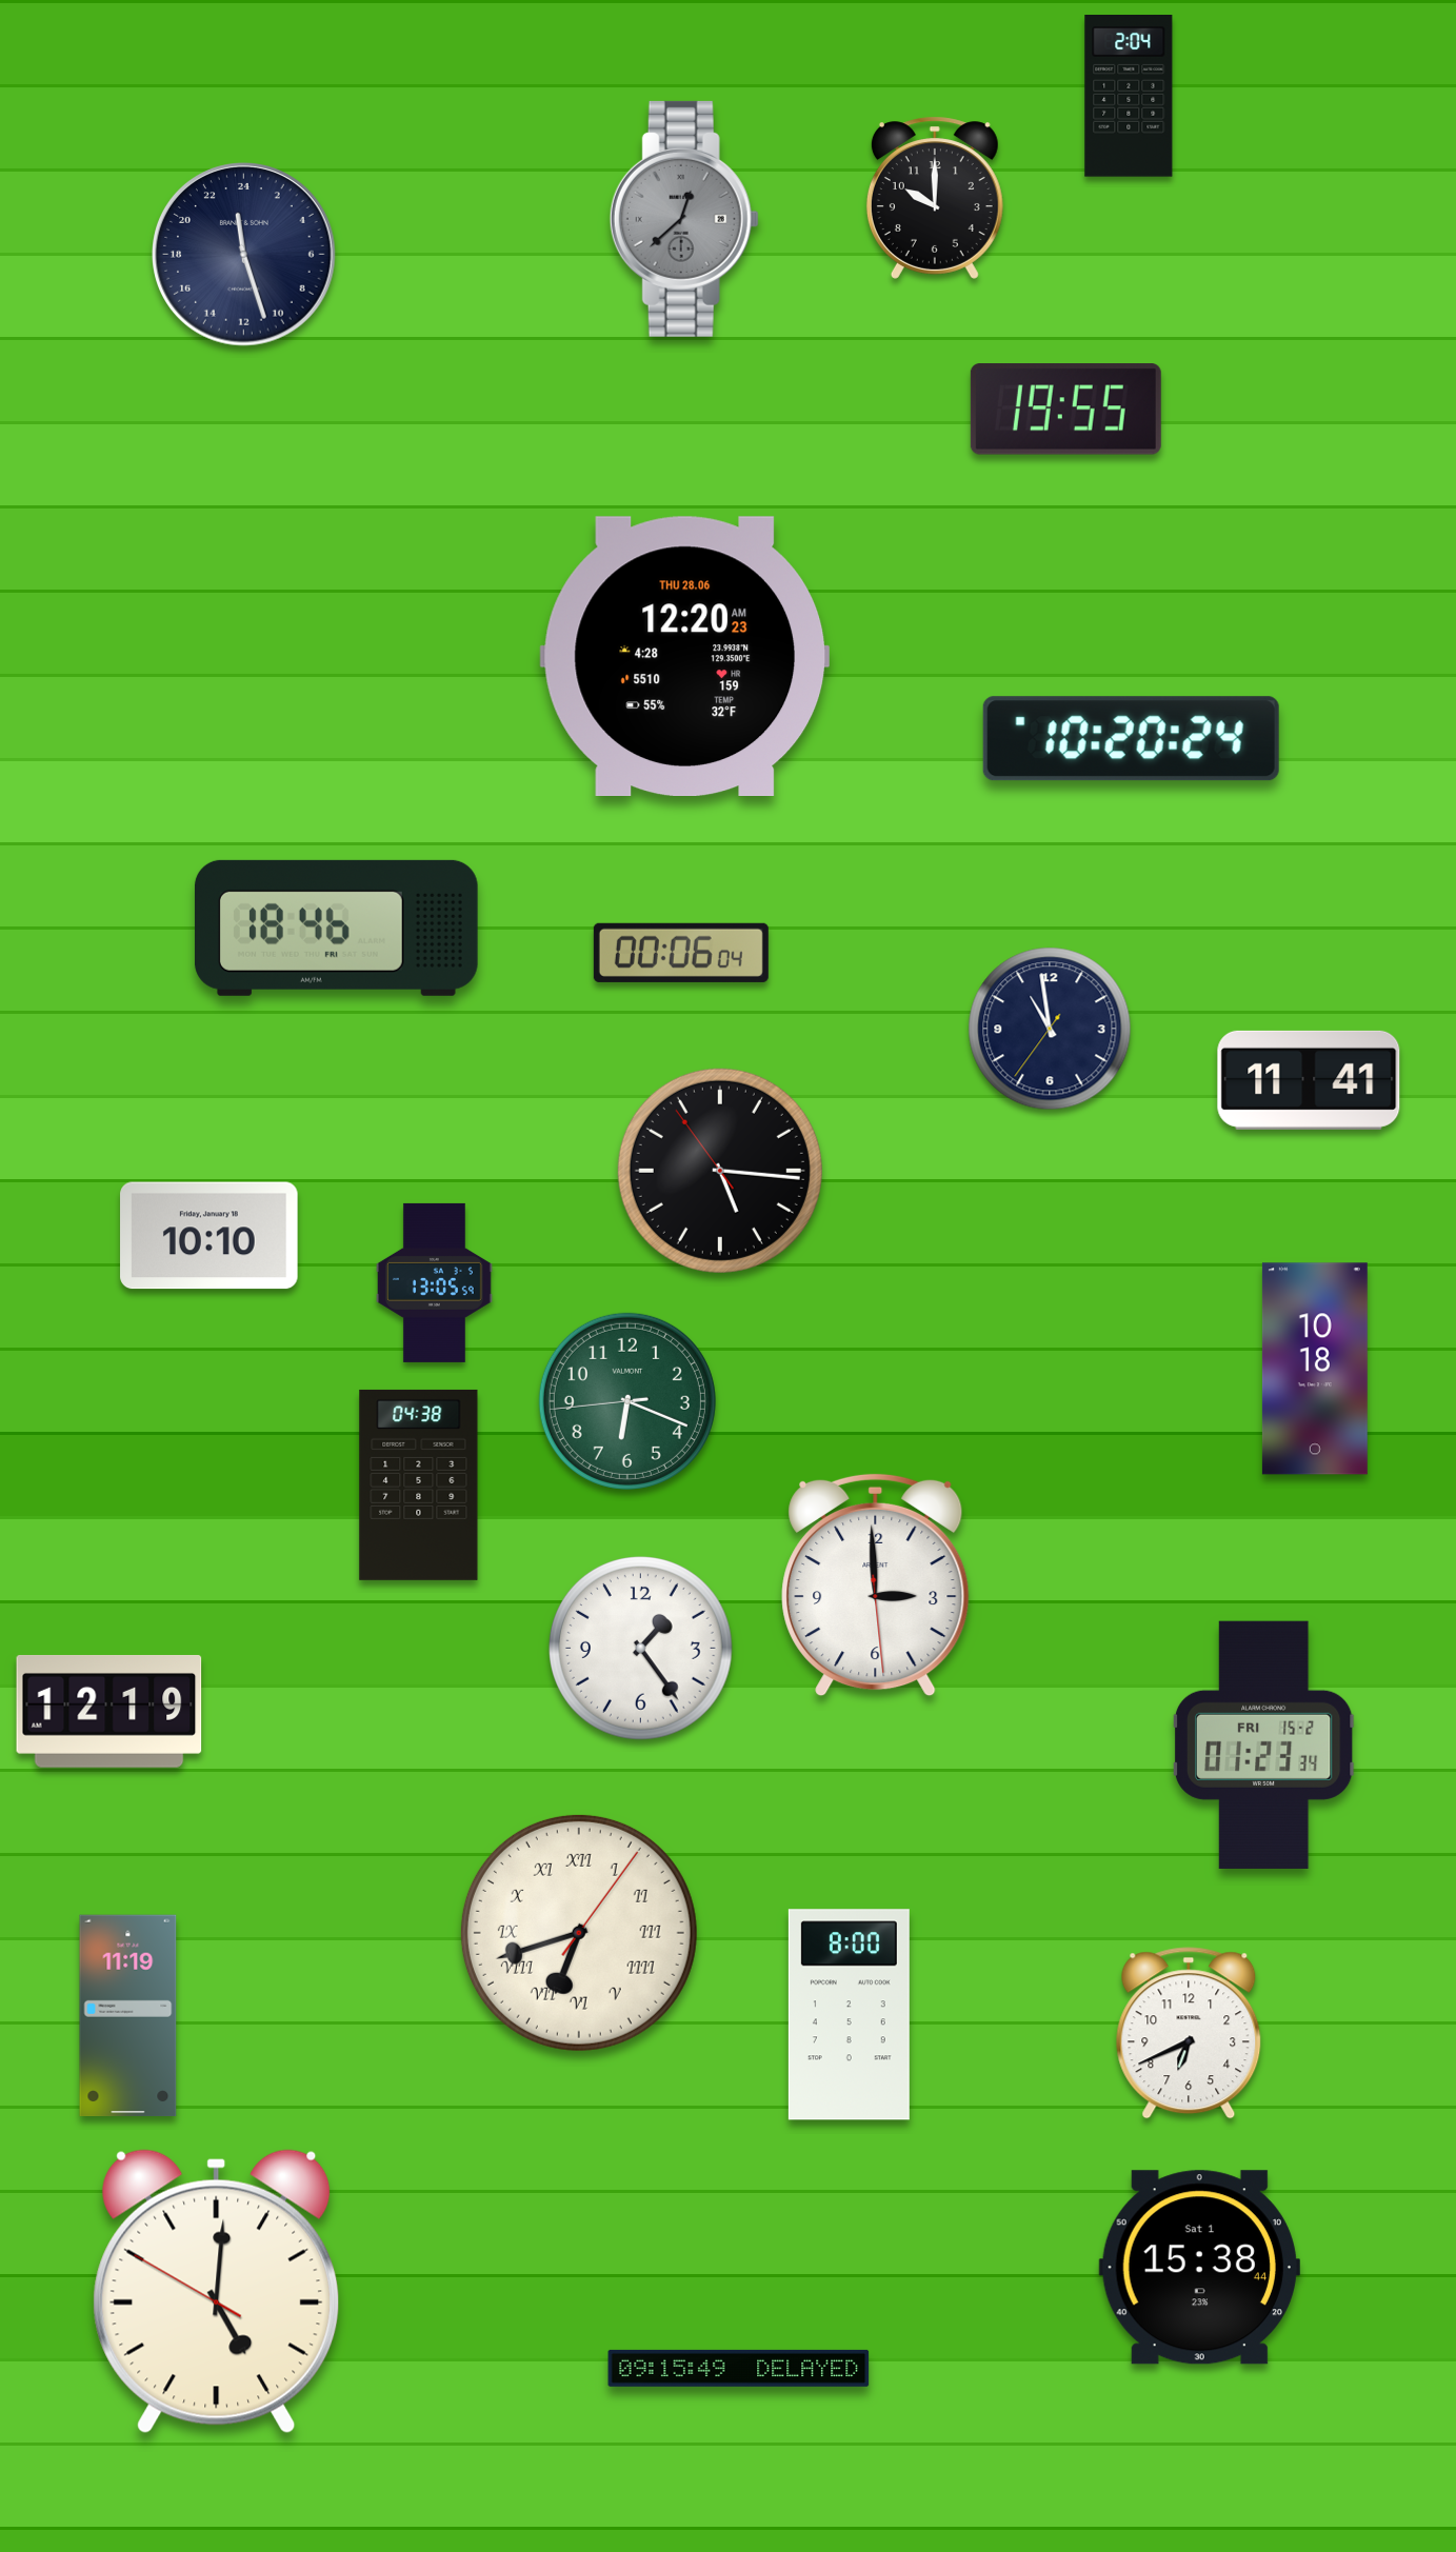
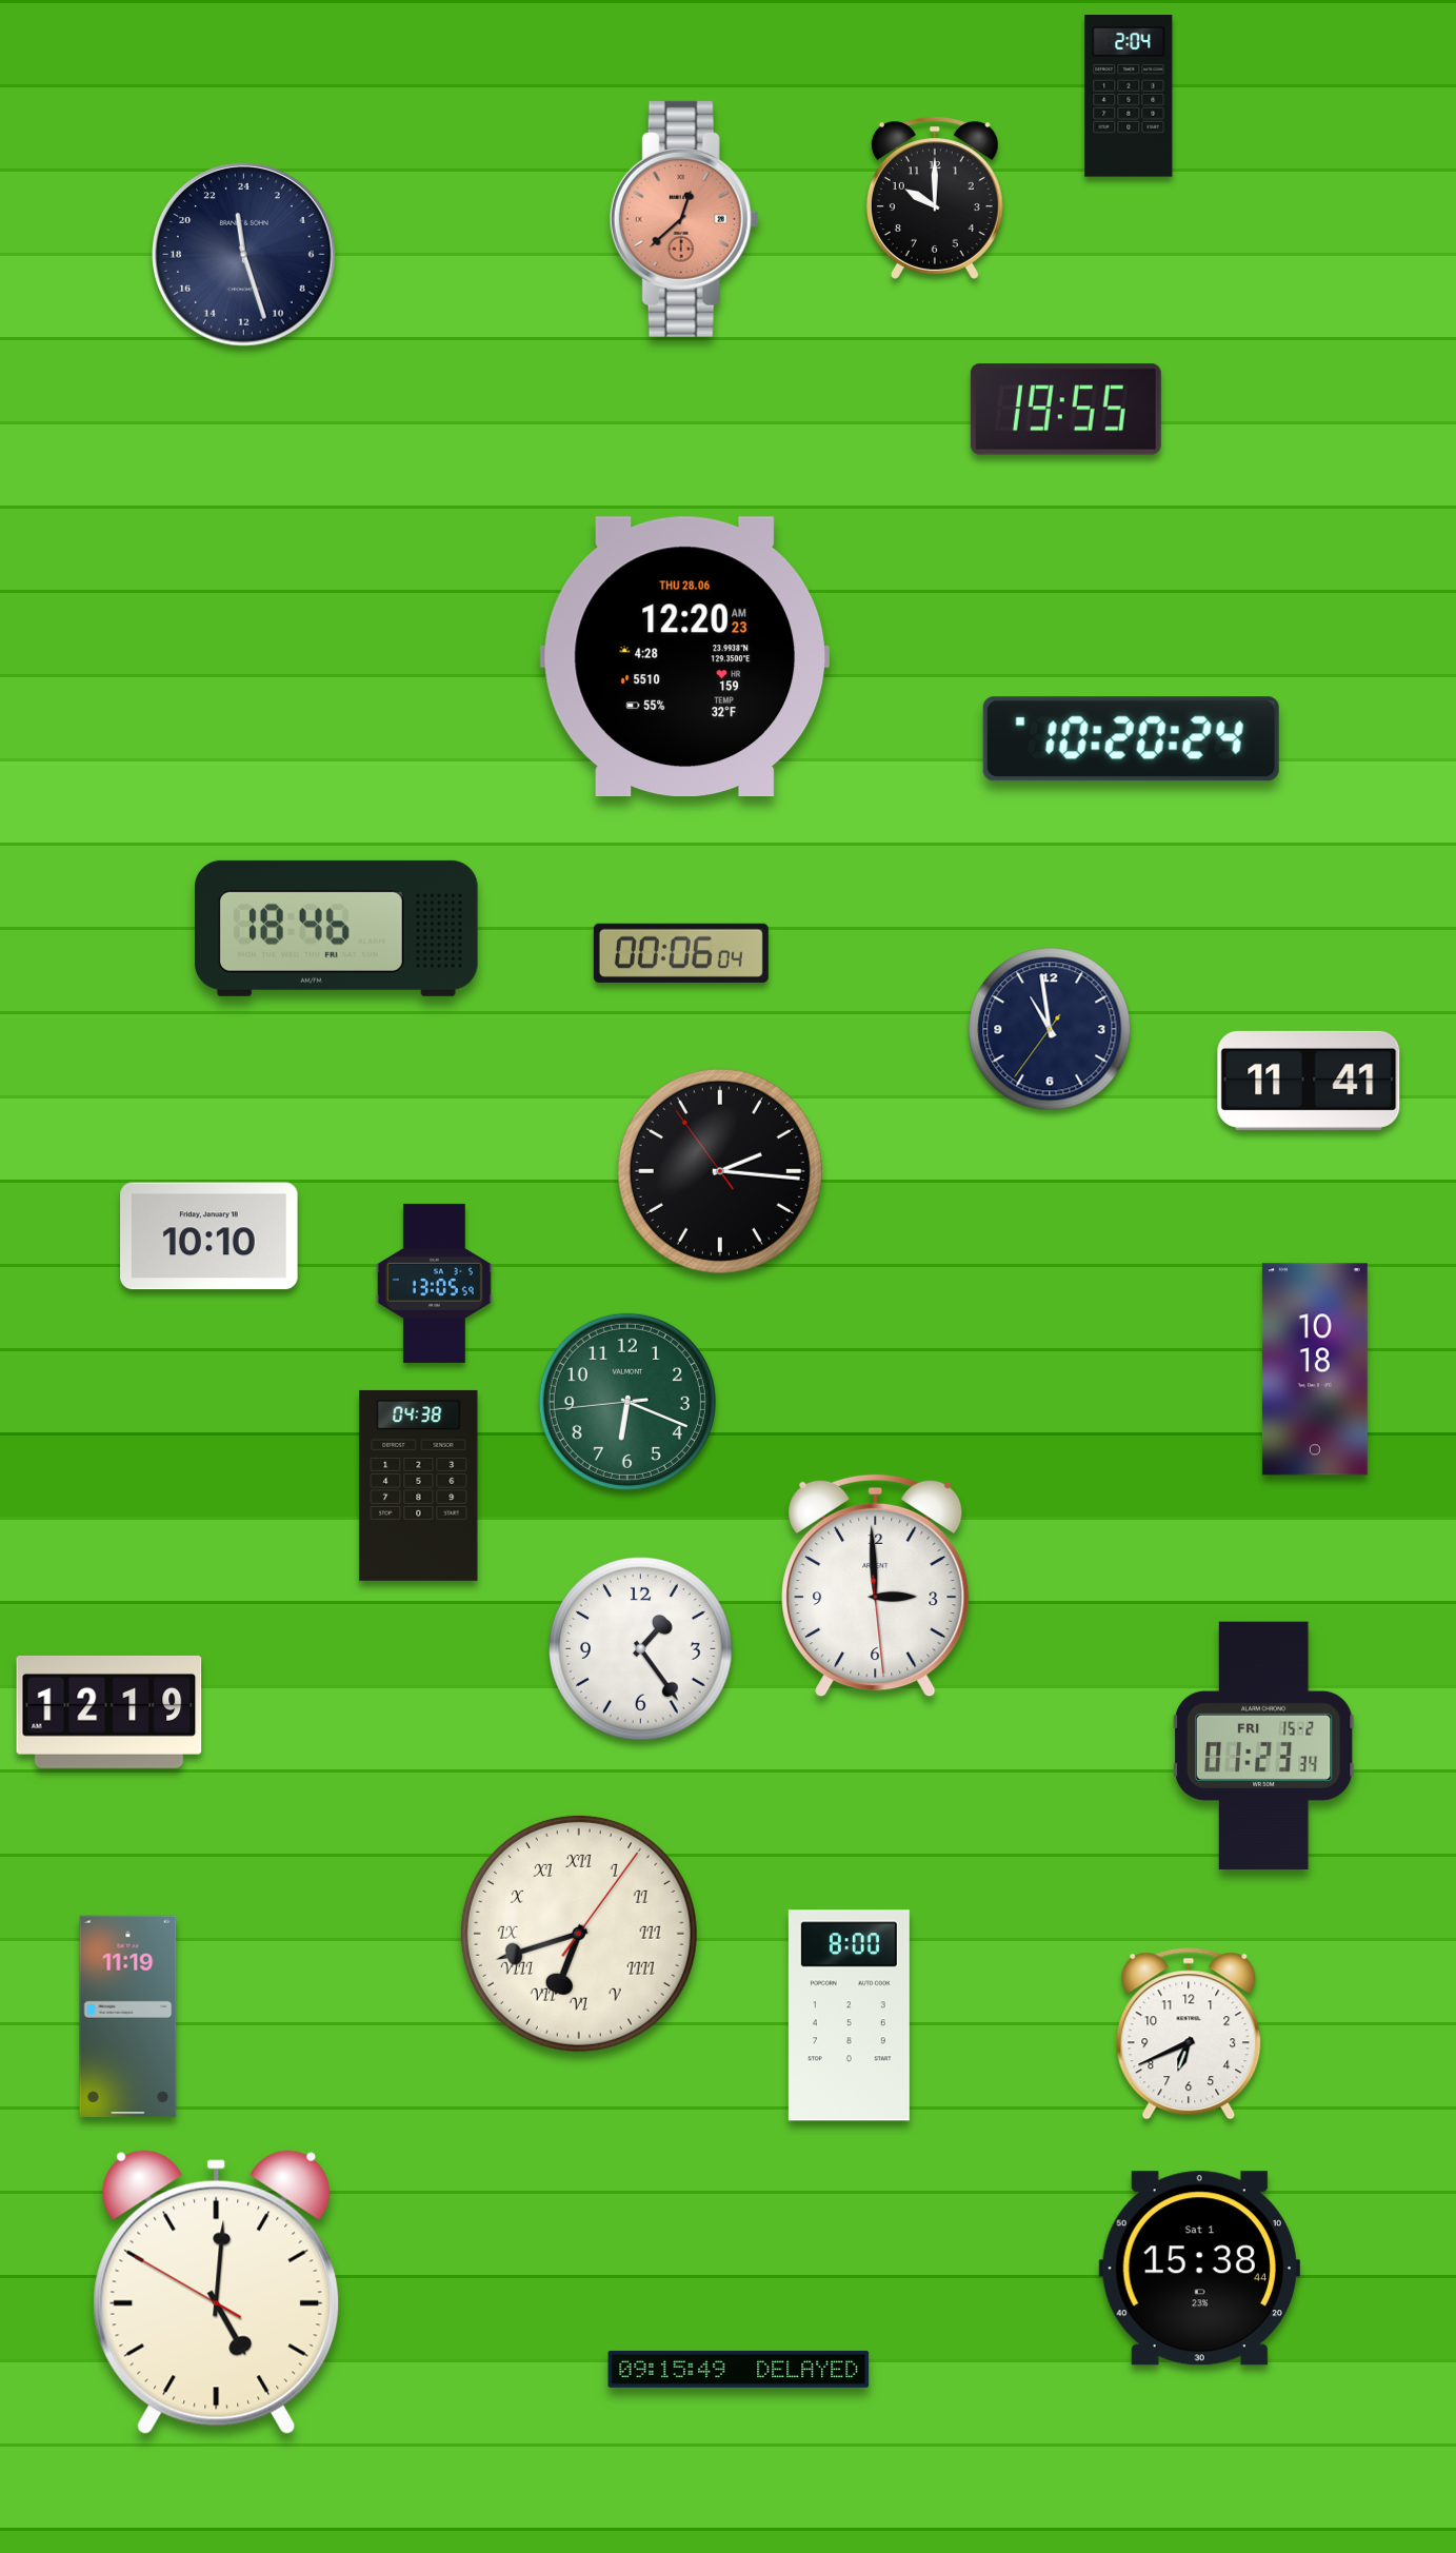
clock at (684, 219) dial: grey -> salmon
clock at (720, 1171): 5:15 -> 2:15
